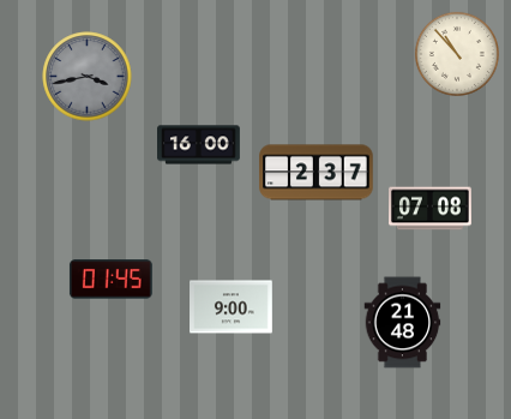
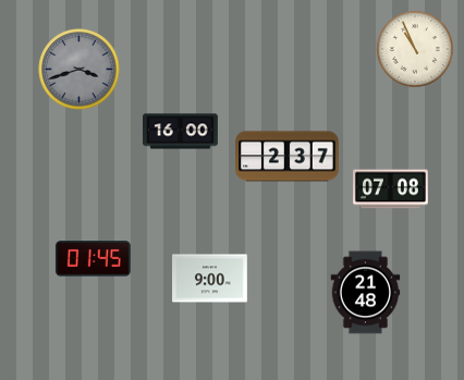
clock at (457, 54): 10:53 -> 10:56
clock at (88, 77): 3:43 -> 3:42
clock at (110, 280) position: (110, 280) -> (93, 259)
